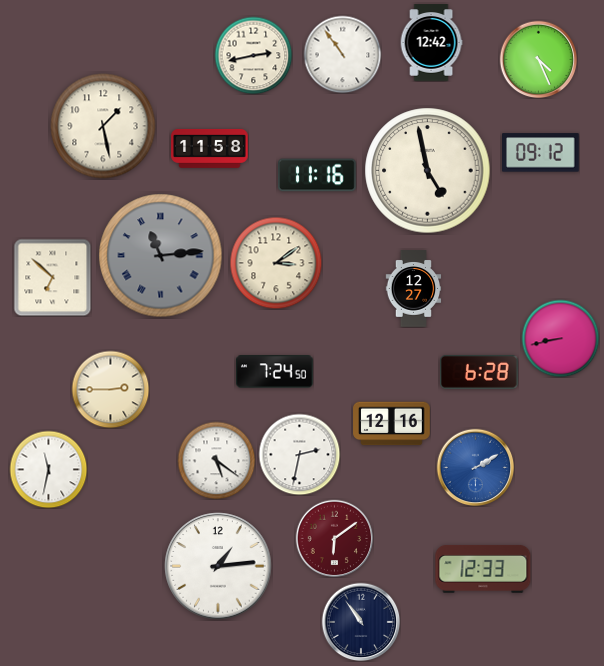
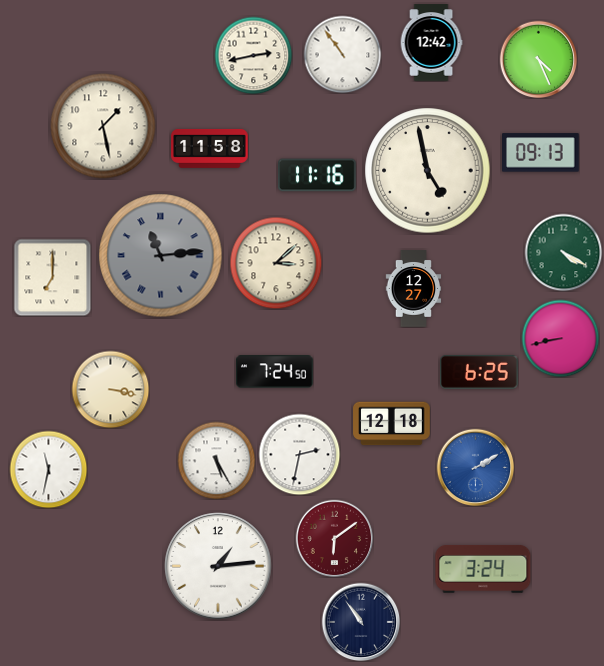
clock at (541, 153): 09:12 -> 09:13
clock at (563, 252): none -> 4:20
clock at (276, 263): 3:09 -> 3:08
clock at (52, 277): 6:52 -> 7:00
clock at (480, 372): 6:28 -> 6:25
clock at (110, 389): 2:45 -> 3:17
clock at (392, 424): 12:16 -> 12:18
clock at (216, 460): 5:21 -> 5:25
clock at (483, 569): 12:33 -> 3:24
